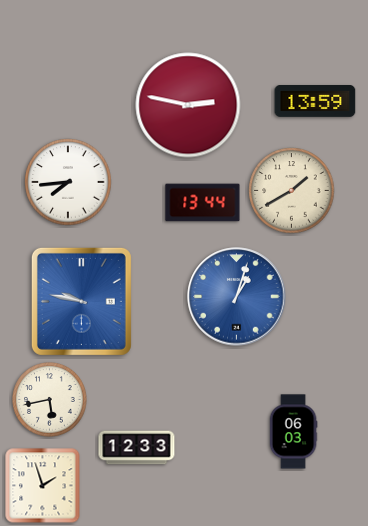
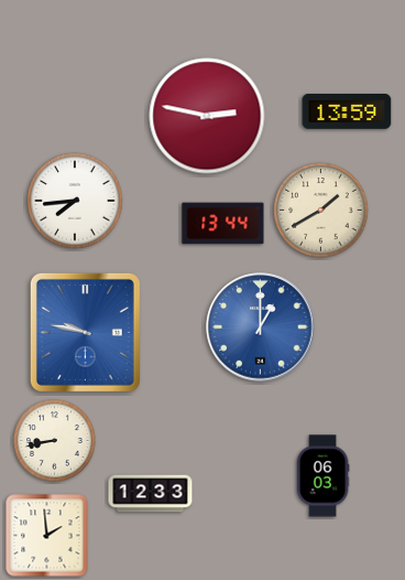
clock at (237, 297): 1:03 -> 1:00
clock at (81, 301) position: (81, 301) -> (85, 332)
clock at (50, 400): 5:43 -> 8:43
clock at (43, 486): 1:57 -> 1:59
